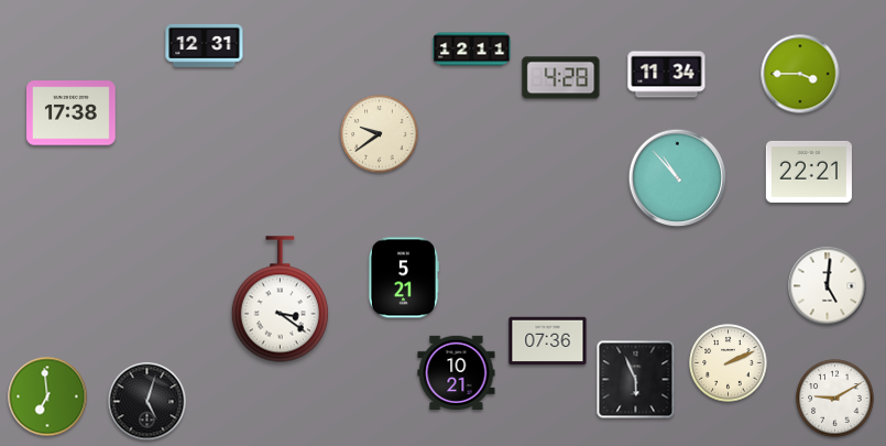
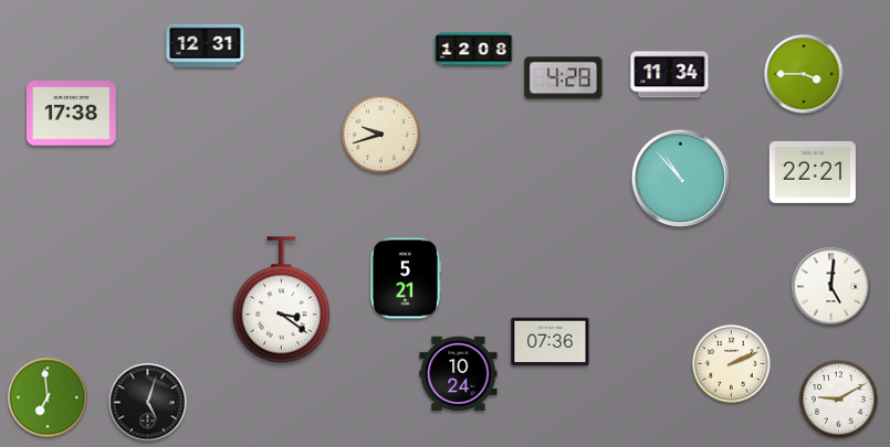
clock at (472, 50): 12:11 -> 12:08
clock at (380, 134): 9:39 -> 9:42
clock at (457, 372): 10:21 -> 10:24
clock at (636, 380): 5:56 -> none
